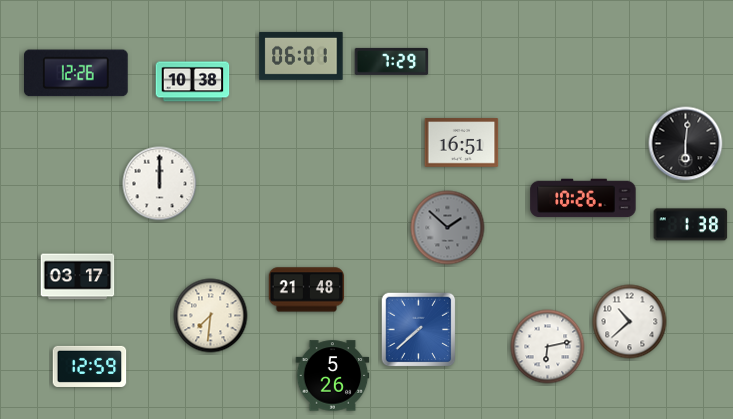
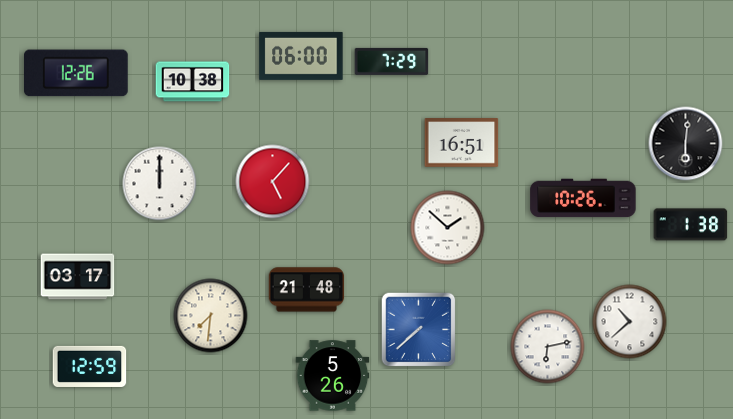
clock at (301, 56): 06:01 -> 06:00
clock at (273, 182): none -> 5:07
clock at (448, 228) dial: grey -> white
